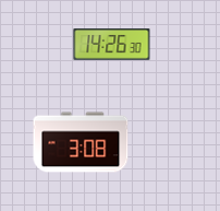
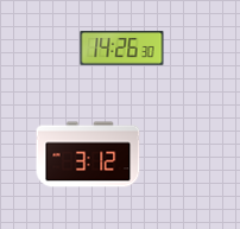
clock at (81, 142): 3:08 -> 3:12
